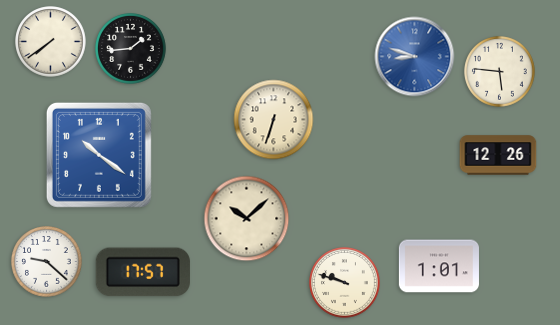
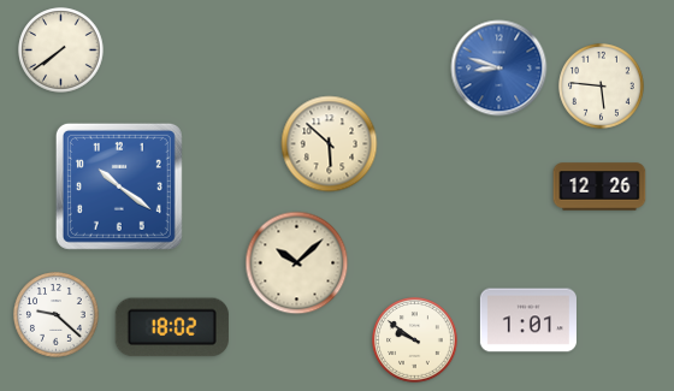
clock at (131, 49): 1:44 -> none
clock at (274, 120): 6:33 -> 5:52
clock at (143, 272): 17:57 -> 18:02
clock at (345, 283): 9:48 -> 9:51
